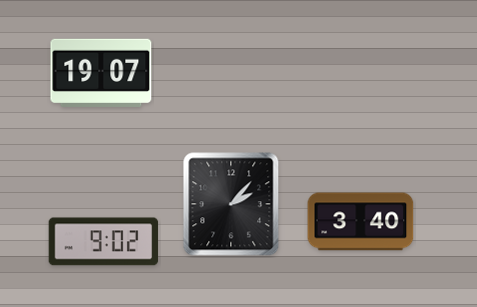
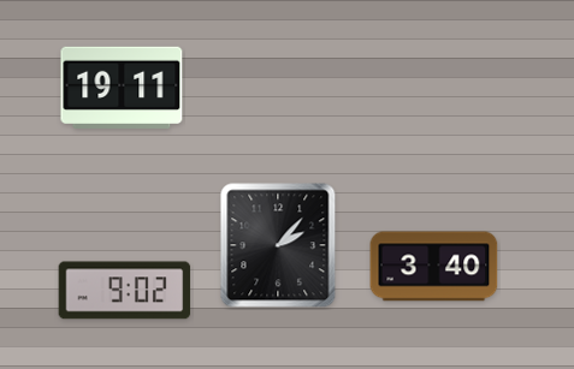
clock at (101, 73): 19:07 -> 19:11
